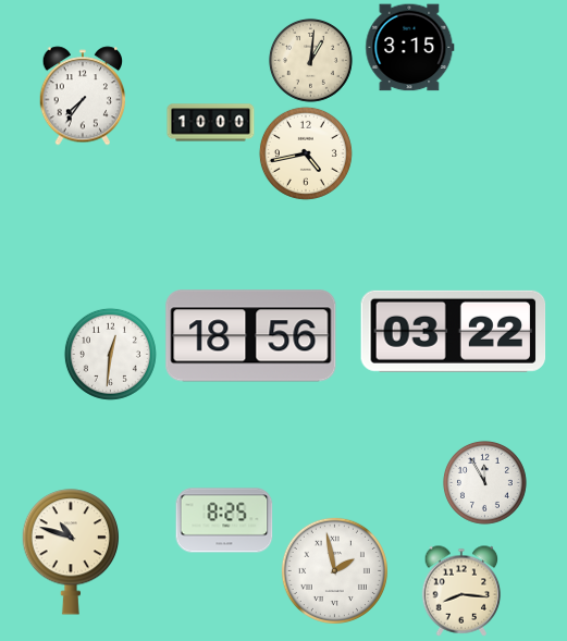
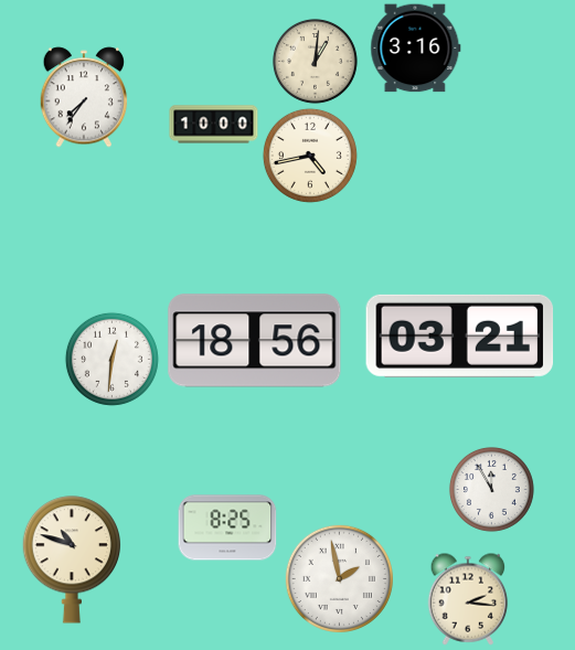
clock at (410, 48): 3:15 -> 3:16
clock at (454, 331): 03:22 -> 03:21
clock at (461, 591): 8:16 -> 2:16
